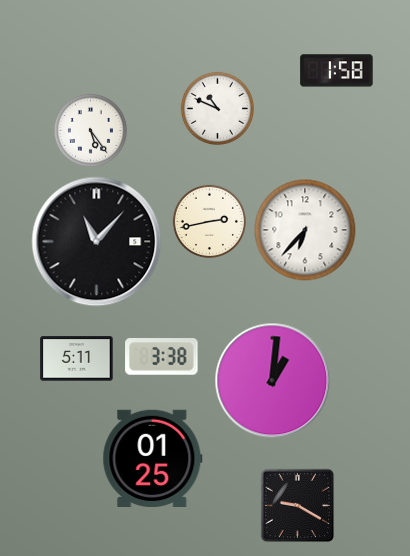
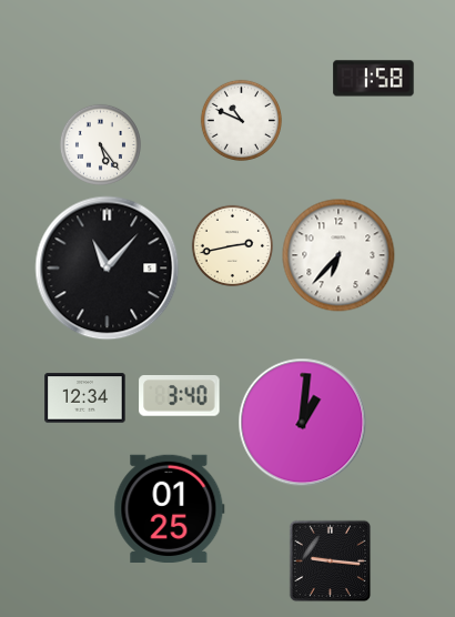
clock at (162, 357): 3:38 -> 3:40
clock at (77, 359): 5:11 -> 12:34
clock at (298, 506): 9:20 -> 9:16
